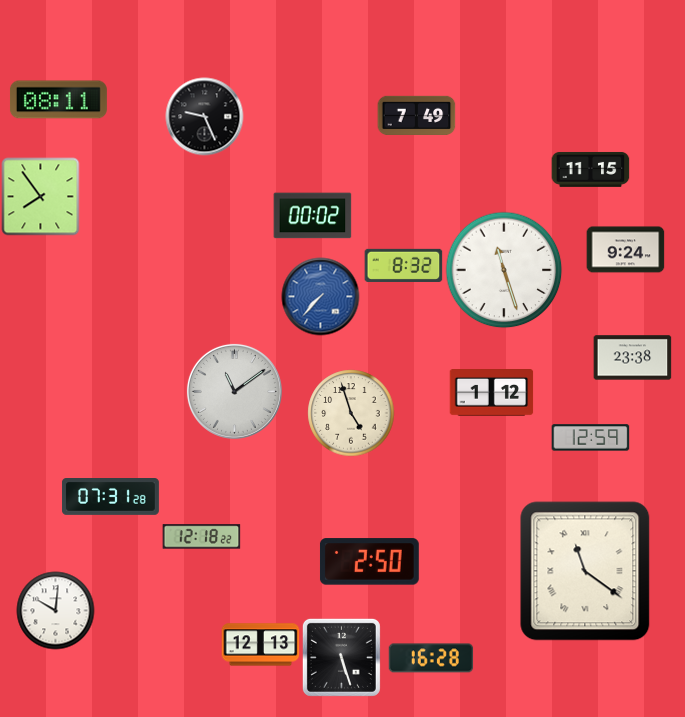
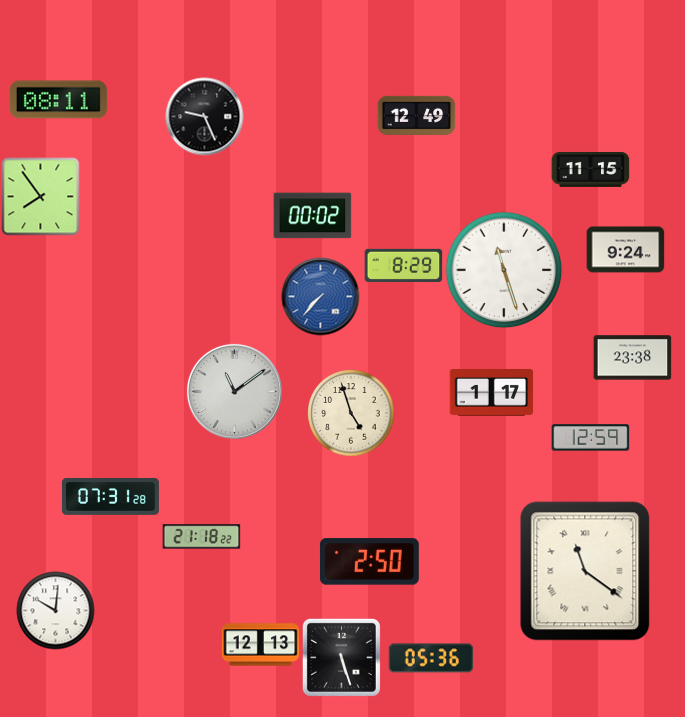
clock at (416, 115): 7:49 -> 12:49
clock at (403, 265): 8:32 -> 8:29
clock at (491, 393): 1:12 -> 1:17
clock at (201, 537): 12:18 -> 21:18
clock at (431, 658): 16:28 -> 05:36
